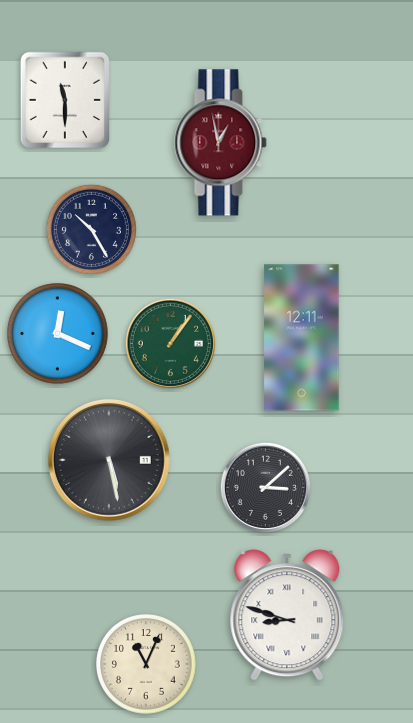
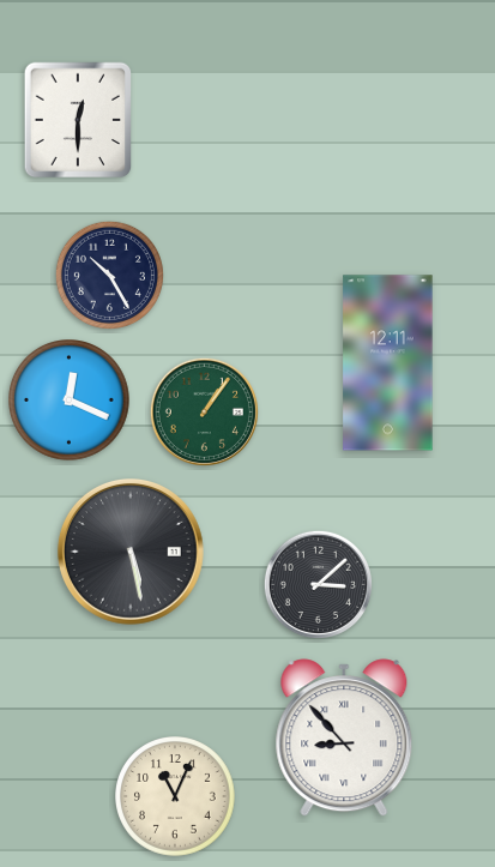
clock at (65, 100): 11:30 -> 12:30
clock at (221, 143): 12:58 -> none
clock at (302, 338) position: (302, 338) -> (388, 363)
clock at (287, 615): 8:48 -> 8:53
